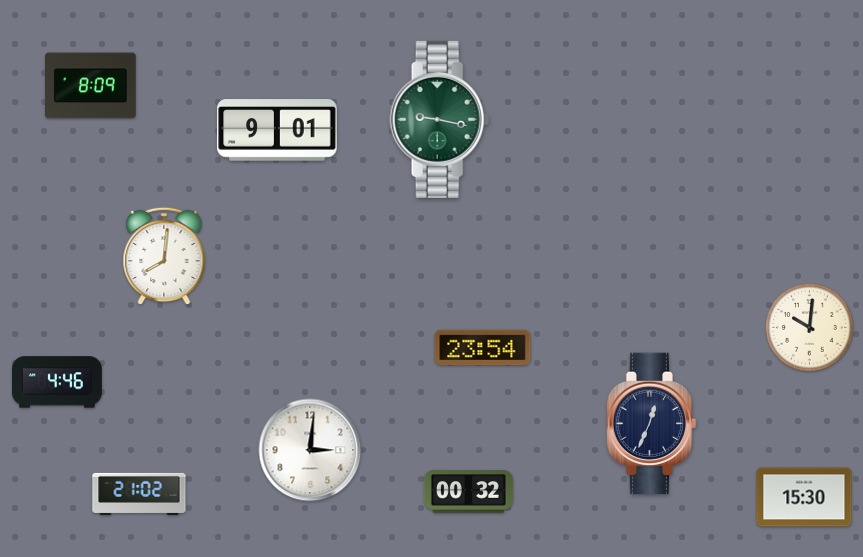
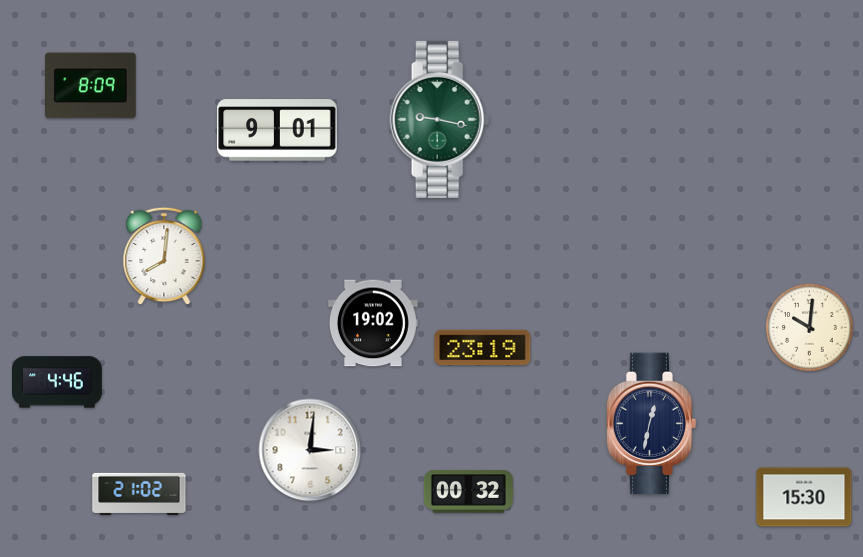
clock at (373, 323): none -> 19:02
clock at (483, 348): 23:54 -> 23:19
clock at (652, 424): 12:34 -> 12:32
